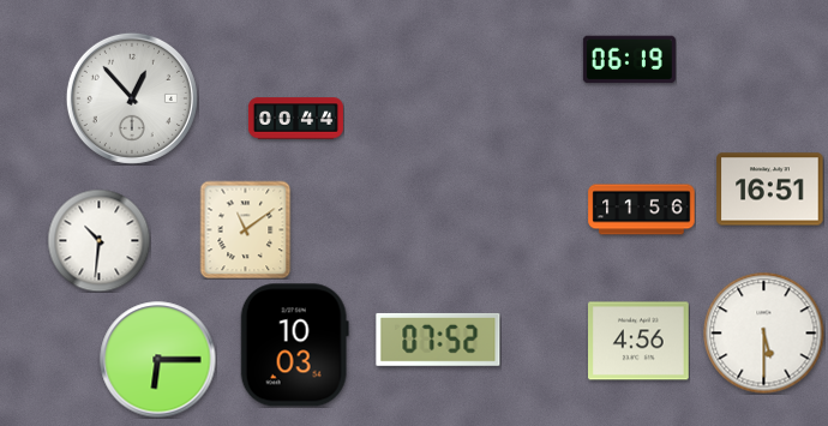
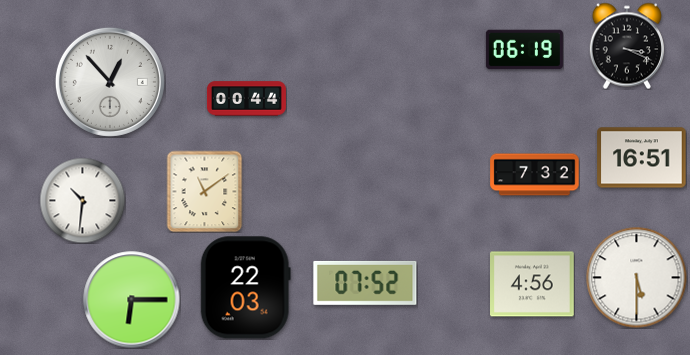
clock at (627, 46): none -> 3:19
clock at (642, 210): 11:56 -> 7:32
clock at (294, 346): 10:03 -> 22:03
